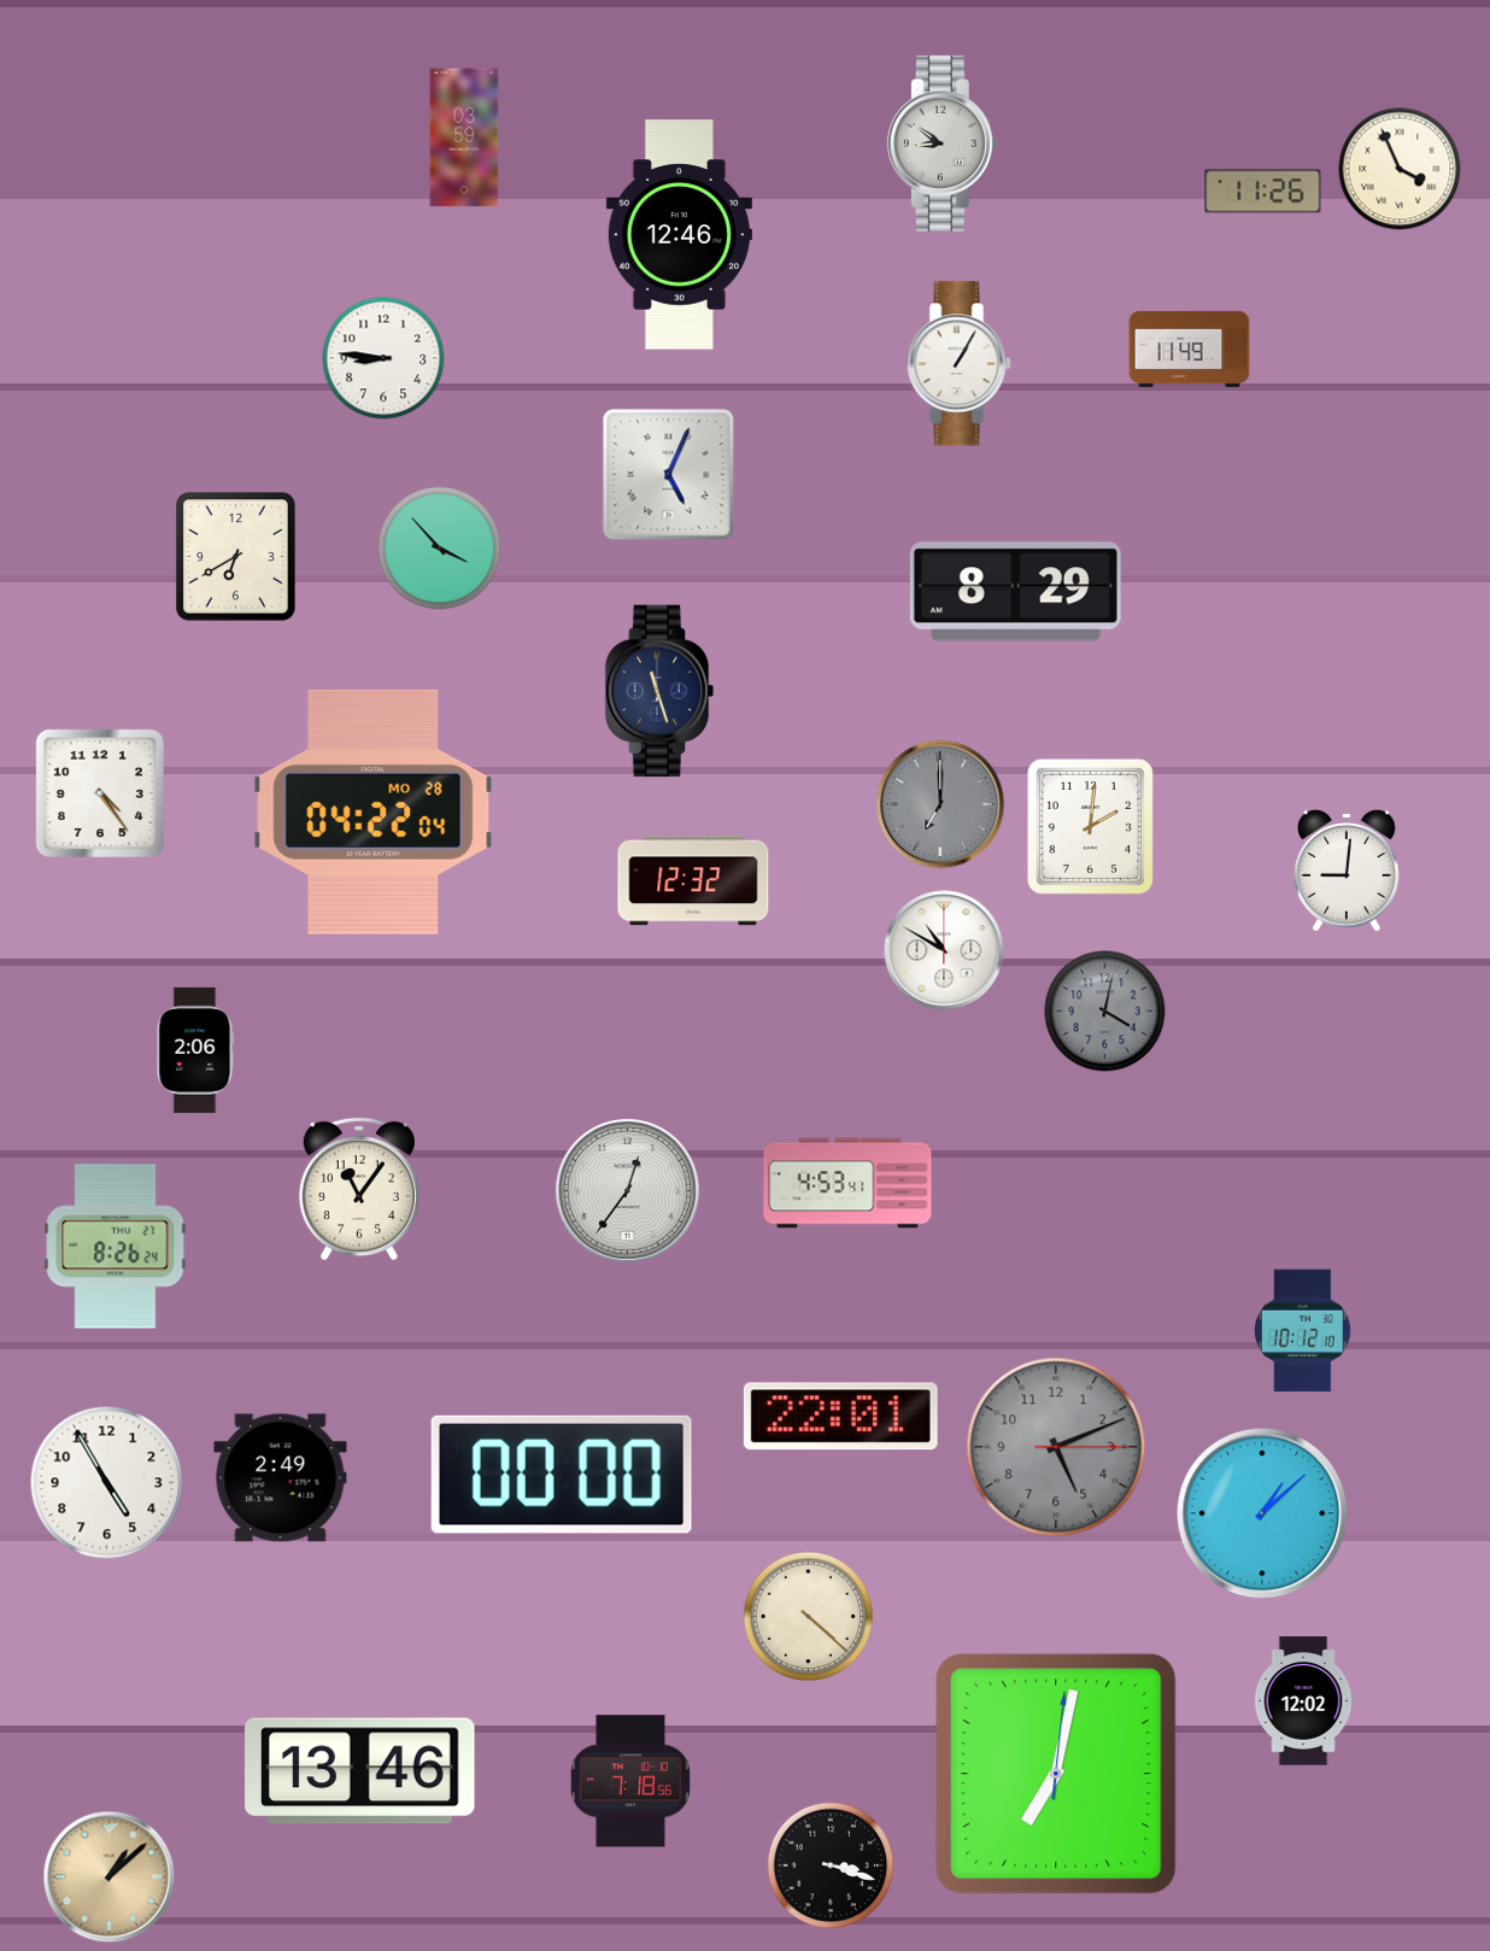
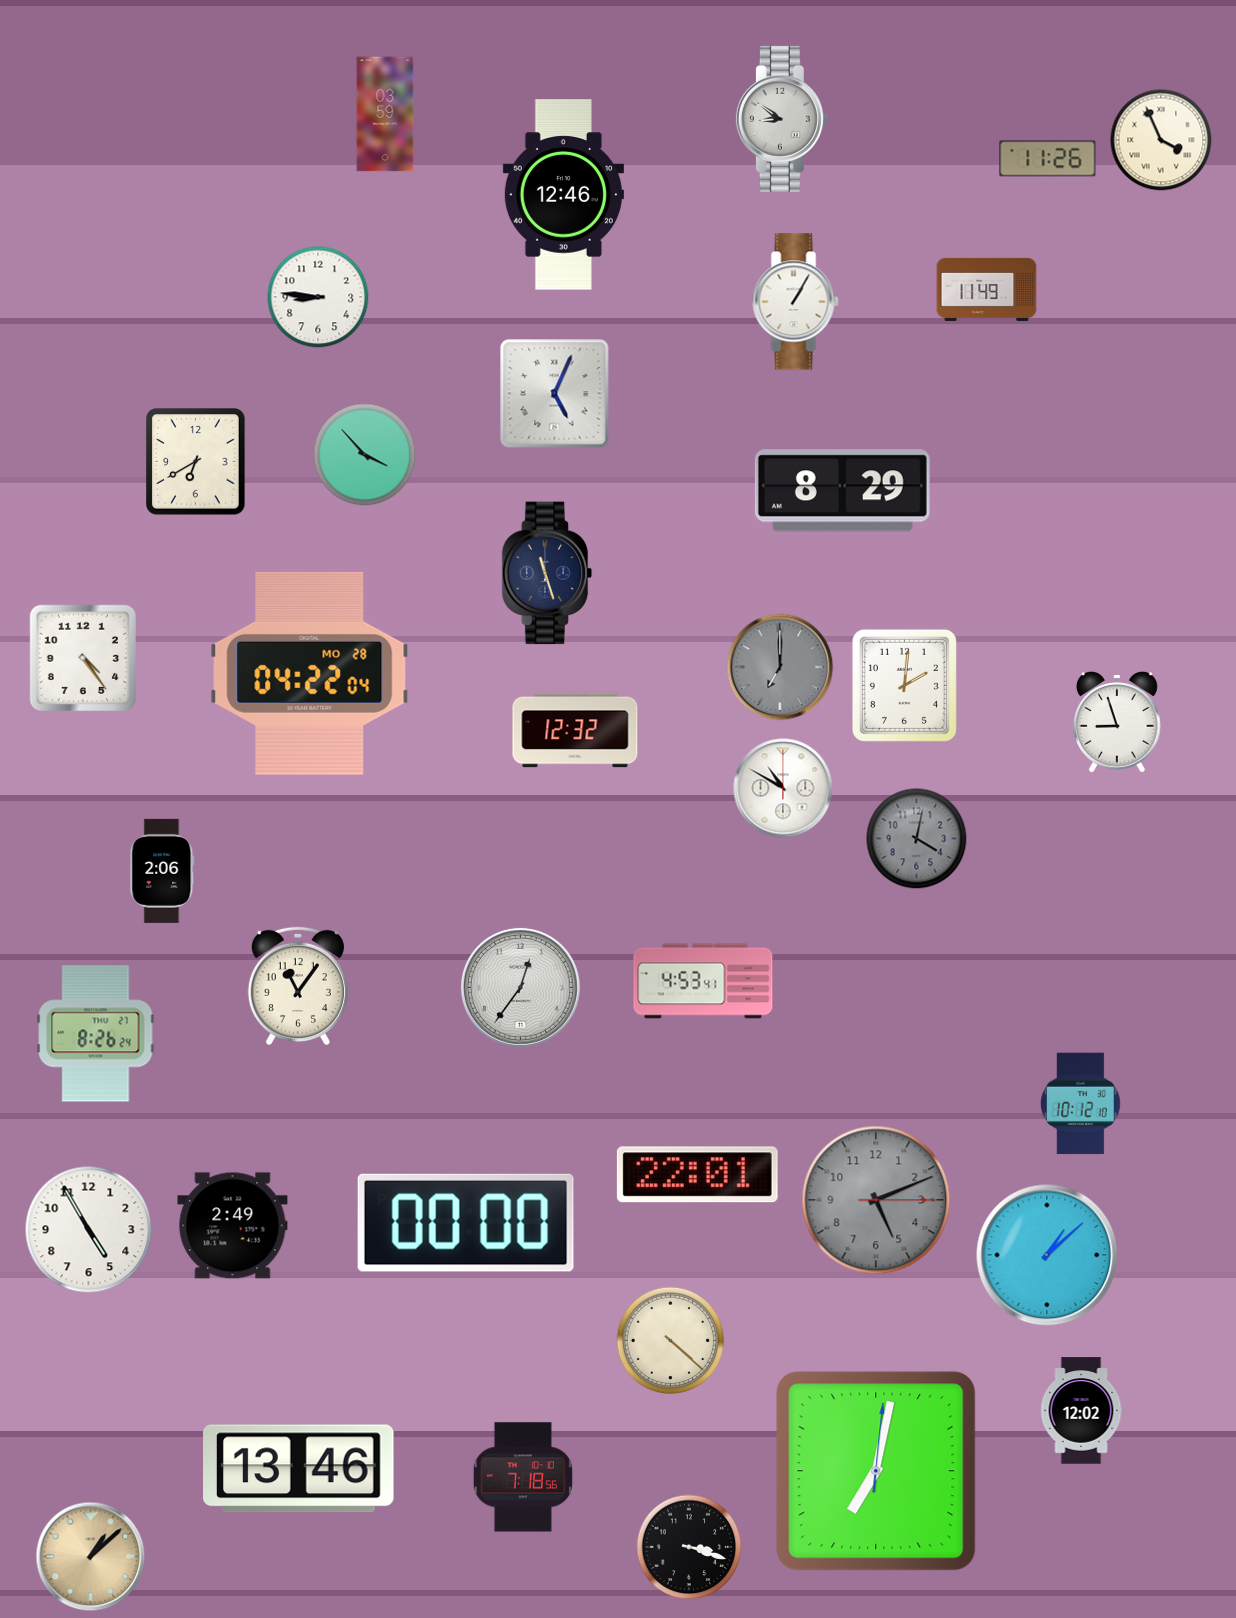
clock at (1348, 871): 9:01 -> 8:57
